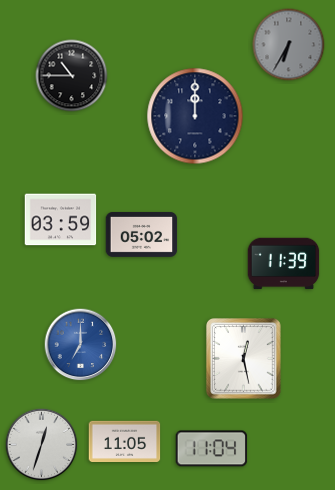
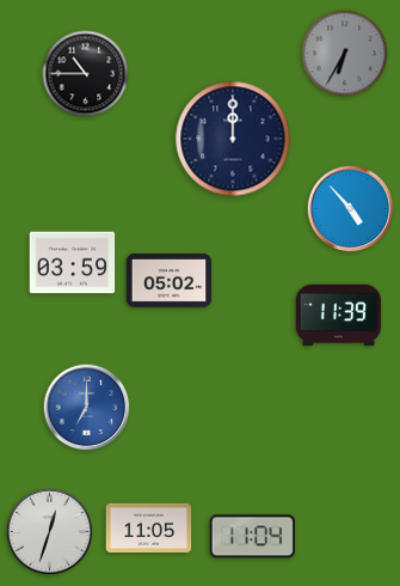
clock at (72, 76) position: (72, 76) -> (86, 74)
clock at (351, 209): none -> 4:53
clock at (81, 345) position: (81, 345) -> (87, 408)
clock at (244, 359): 12:28 -> none
